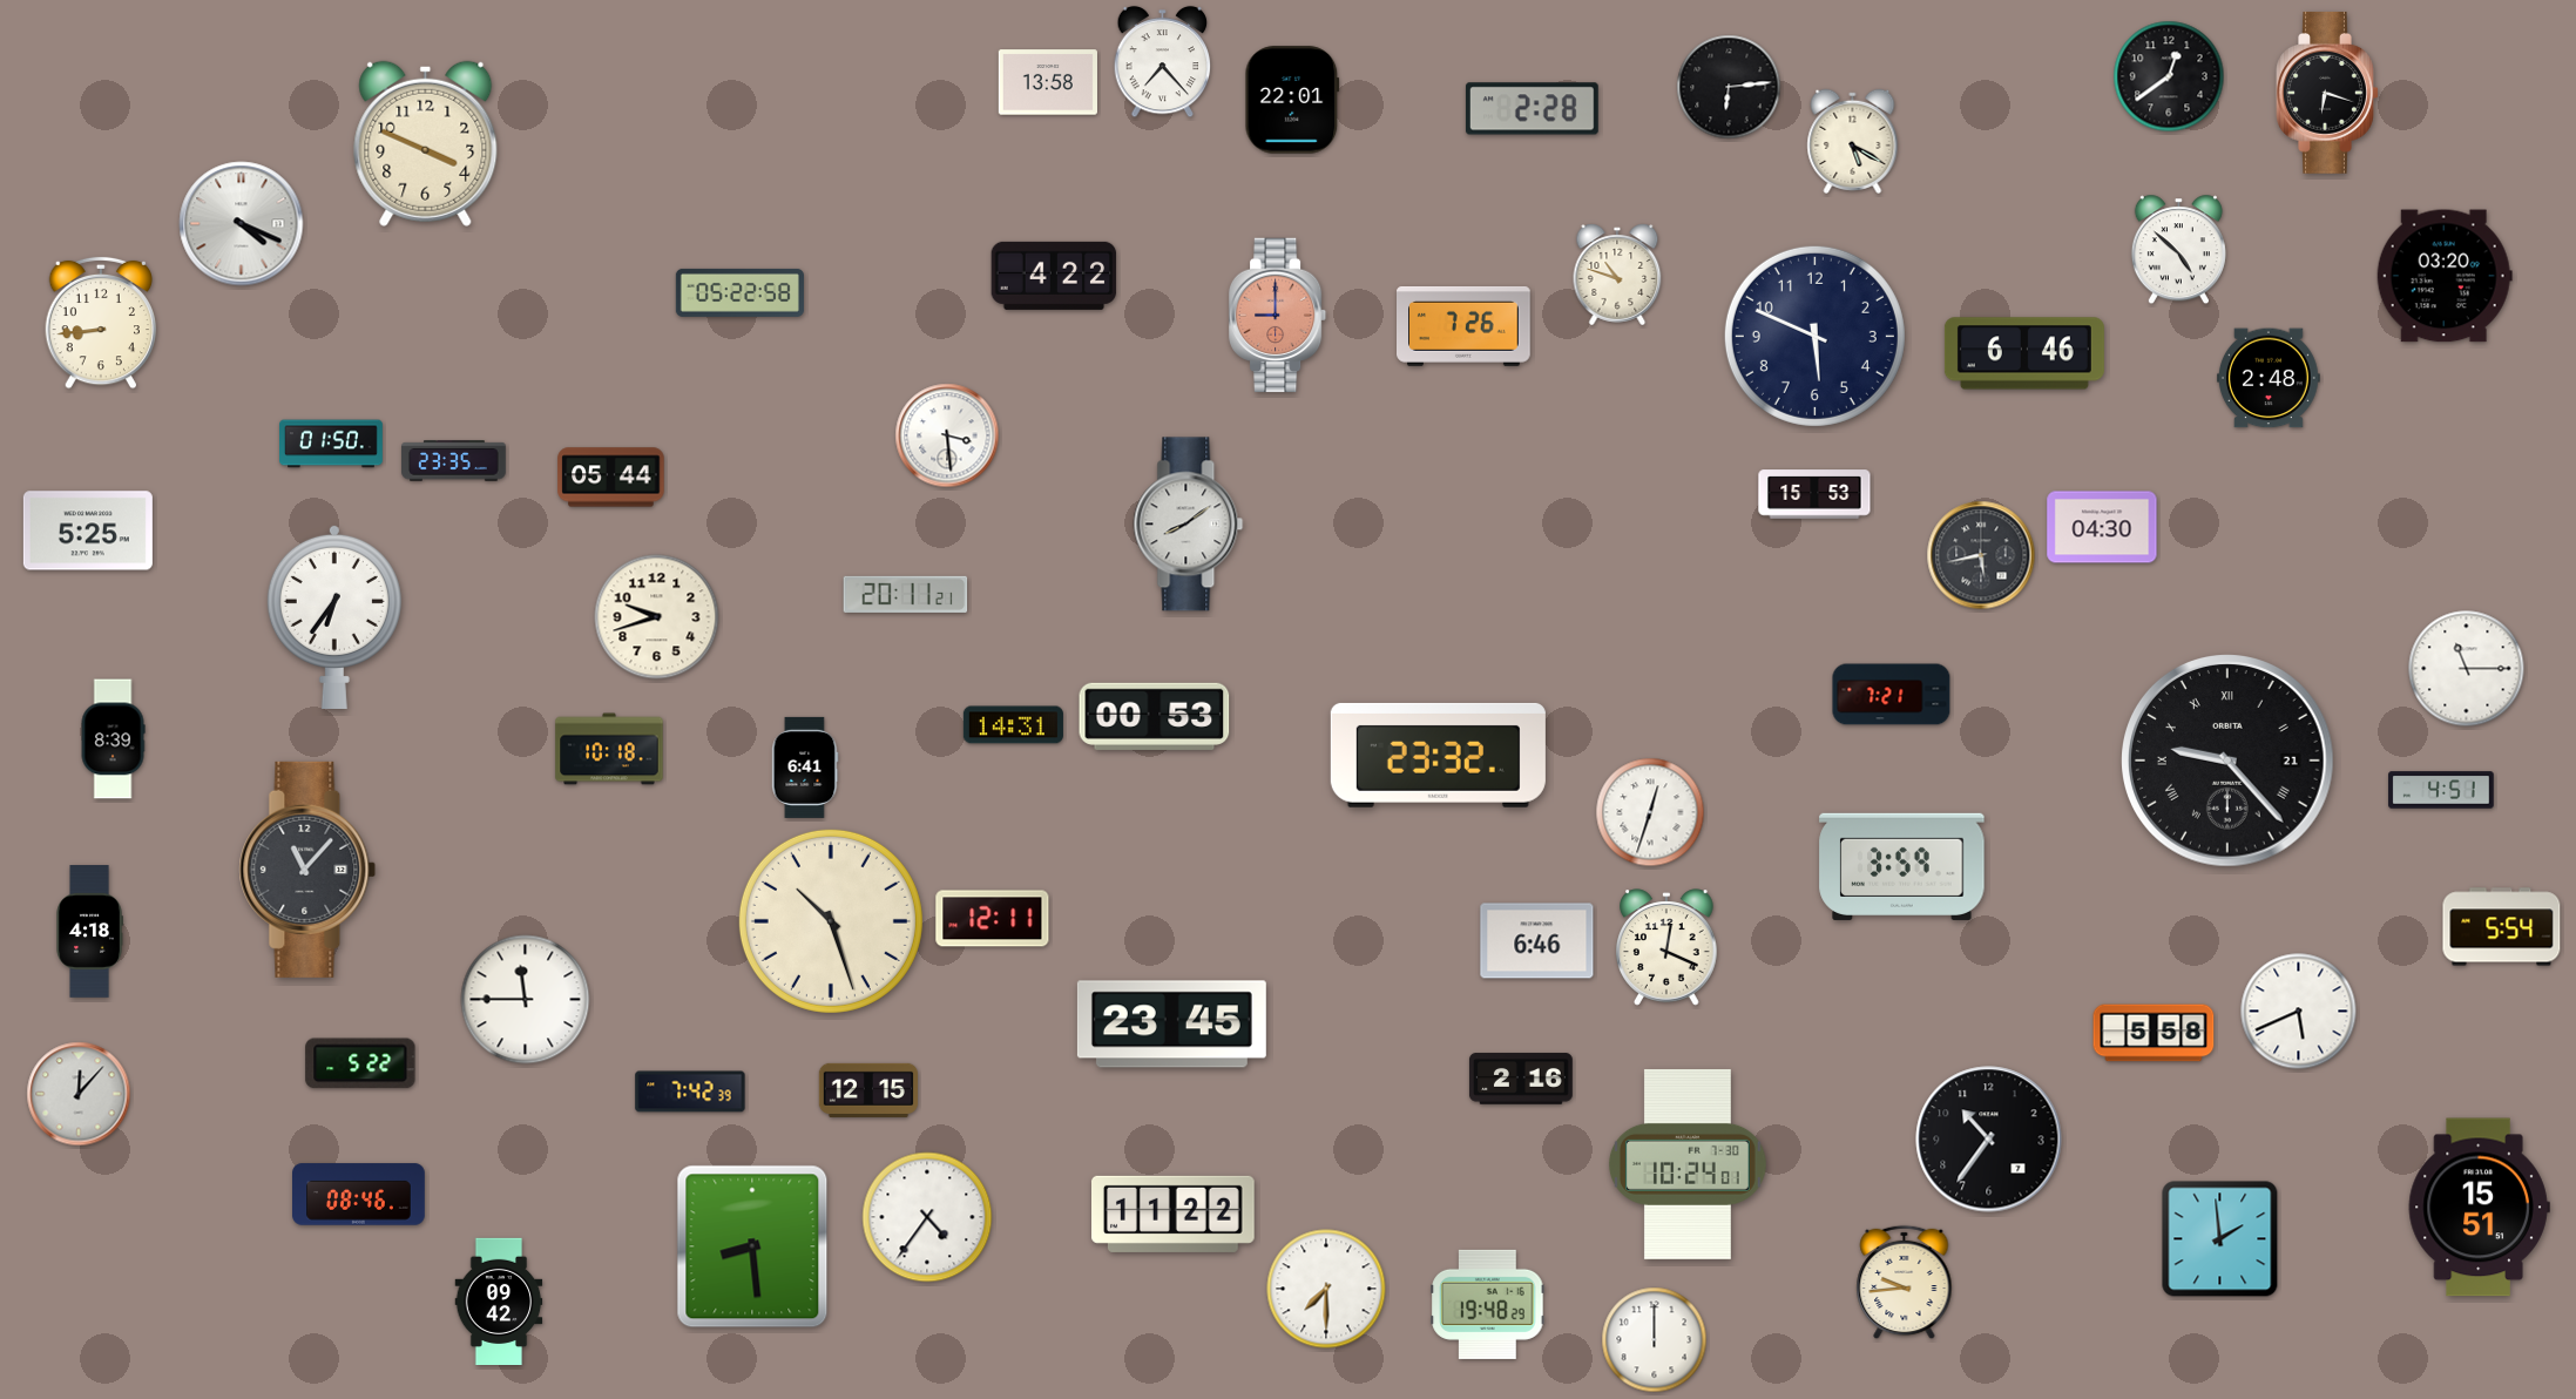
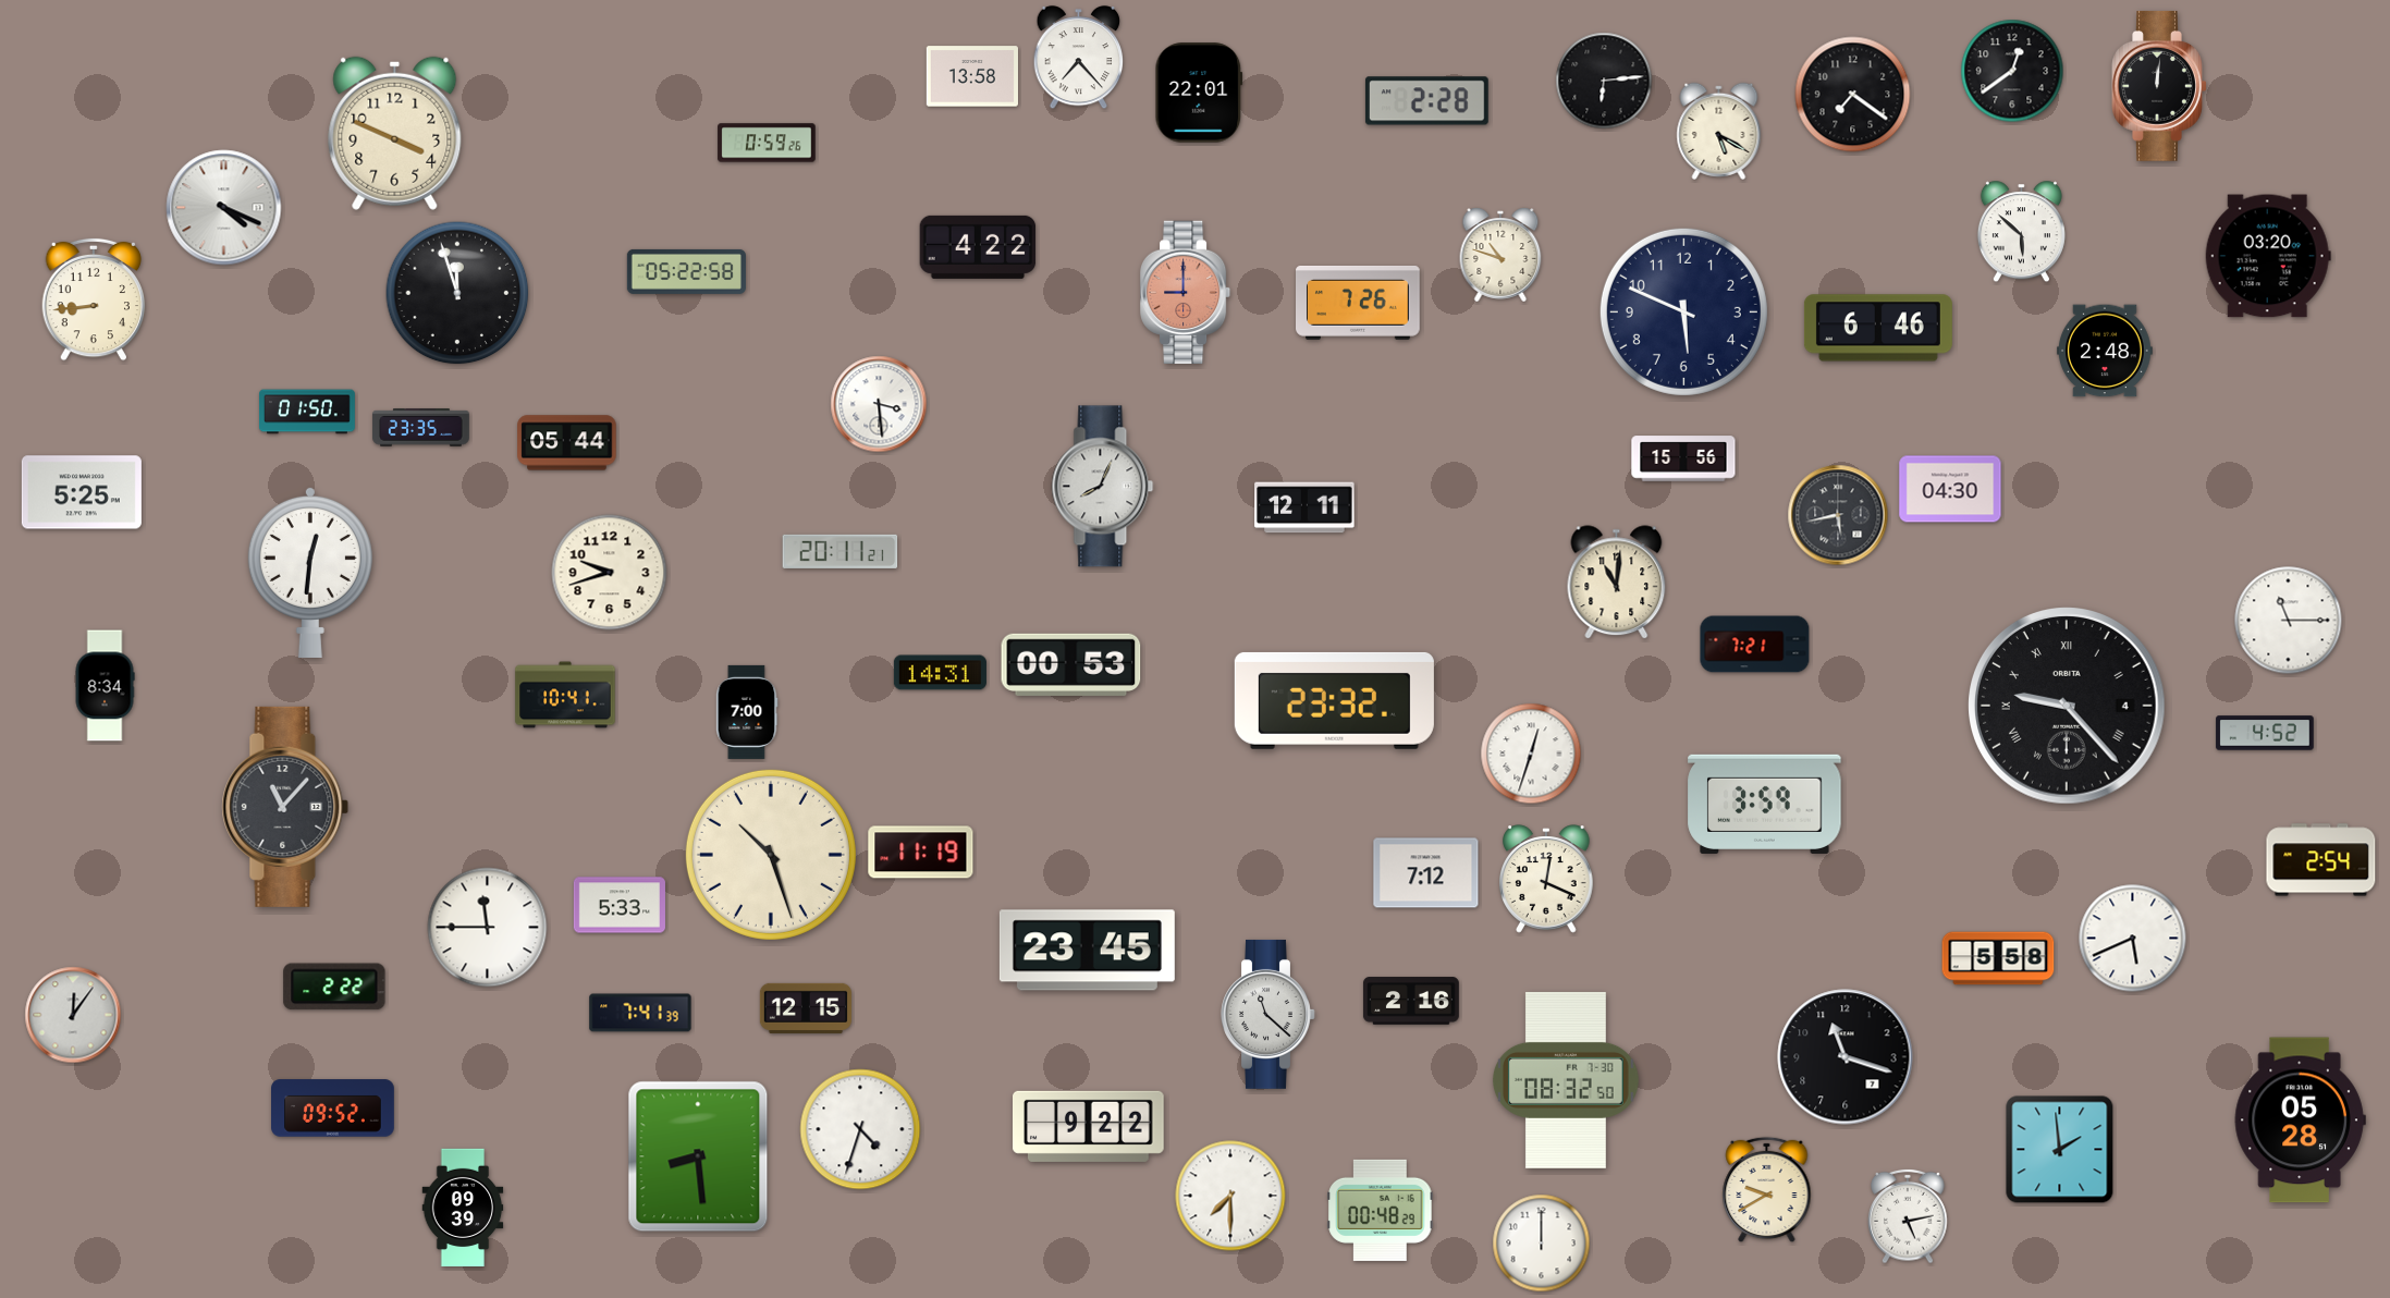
clock at (2327, 93): 6:18 -> 12:01
clock at (1853, 95): none -> 7:21
clock at (1532, 109) position: (1532, 109) -> (1426, 101)
clock at (767, 143): none -> 0:59
clock at (2178, 250): 4:52 -> 5:52
clock at (1054, 276) position: (1054, 276) -> (978, 247)
clock at (457, 293): none -> 11:57
clock at (1814, 494): 15:53 -> 15:56
clock at (1189, 525): 8:09 -> 8:04
clock at (1304, 507): none -> 12:11
clock at (334, 616): 6:36 -> 12:31
clock at (1617, 583): none -> 11:01
clock at (113, 739): 8:39 -> 8:34
clock at (609, 749): 10:18 -> 10:41
clock at (2229, 762) date: 21 -> 4
clock at (805, 768): 6:41 -> 7:00
clock at (2441, 790): 4:51 -> 4:52
clock at (993, 919): 12:11 -> 11:19
clock at (2502, 927): 5:54 -> 2:54
clock at (89, 932): 4:18 -> none
clock at (1537, 941): 6:46 -> 7:12
clock at (620, 905): none -> 5:33
clock at (360, 1063): 5:22 -> 2:22
clock at (867, 1090) position: (867, 1090) -> (805, 1008)
clock at (690, 1092): 7:42 -> 7:41
clock at (1268, 1014): none -> 11:22
clock at (79, 1094): 12:07 -> 12:06
clock at (1989, 1140): 10:36 -> 11:18
clock at (1688, 1164): 10:24 -> 08:32
clock at (359, 1195): 08:46 -> 09:52
clock at (2479, 1208): 15:51 -> 05:28
clock at (1174, 1214): 11:22 -> 9:22
clock at (927, 1217): 4:36 -> 4:33
clock at (1905, 1283): 9:44 -> 9:40
clock at (499, 1300): 09:42 -> 09:39
clock at (1488, 1304): 19:48 -> 00:48
clock at (1908, 1216): none -> 5:13
clock at (1655, 1340) position: (1655, 1340) -> (1542, 1244)
